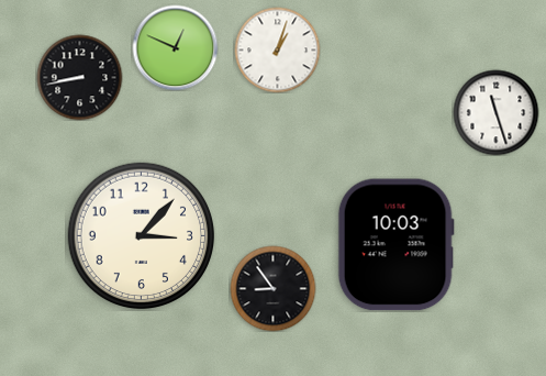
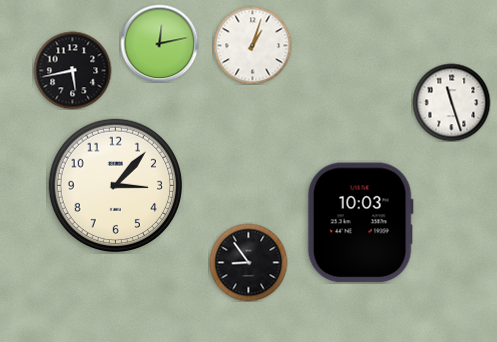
clock at (175, 47): 12:49 -> 12:13
clock at (79, 77): 8:43 -> 5:43
clock at (142, 236) position: (142, 236) -> (116, 186)
